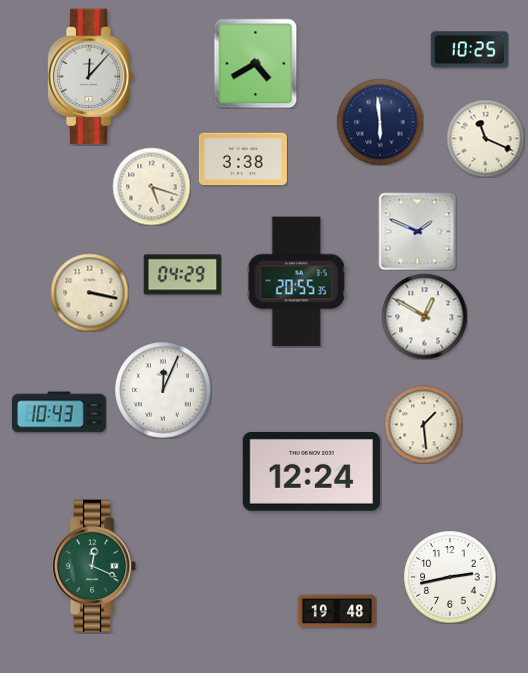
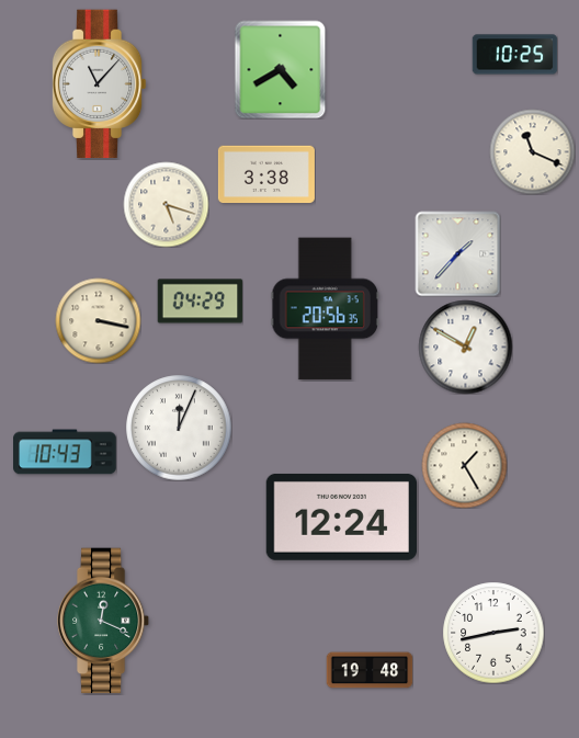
clock at (90, 77): 12:07 -> 11:07
clock at (380, 122): 5:59 -> none
clock at (417, 231): 1:49 -> 1:37
clock at (296, 282): 20:55 -> 20:56
clock at (423, 424): 1:29 -> 1:25
